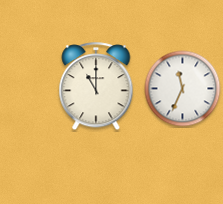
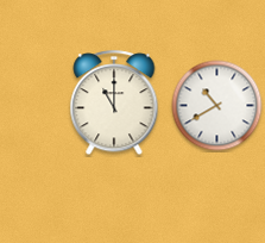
clock at (183, 89): 11:34 -> 10:40
